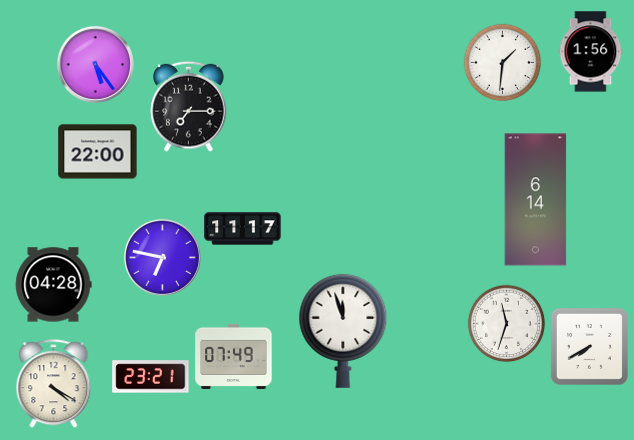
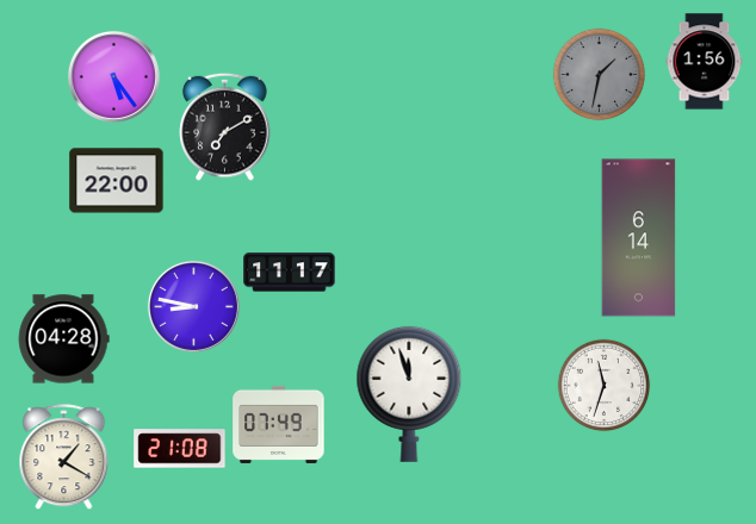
clock at (502, 62): 1:31 -> 1:32
clock at (502, 62) dial: white -> grey
clock at (189, 106): 7:15 -> 7:10
clock at (162, 257): 6:47 -> 8:47
clock at (589, 346): 7:40 -> none
clock at (151, 377): 23:21 -> 21:08
clock at (54, 384): 4:20 -> 1:20
